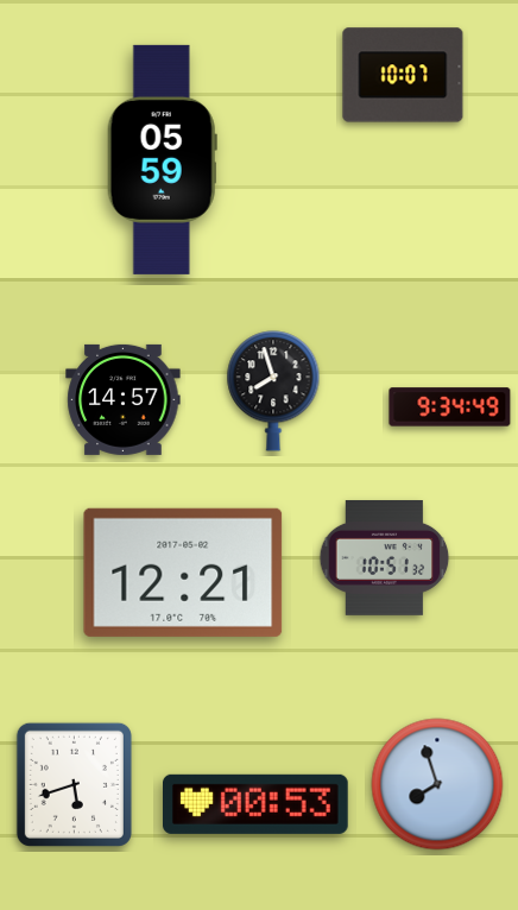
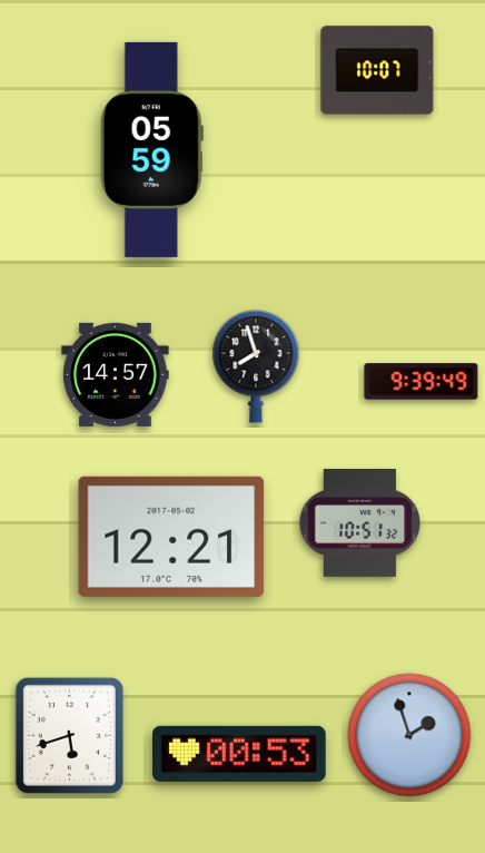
clock at (450, 407): 9:34 -> 9:39
clock at (437, 784): 7:57 -> 1:57
